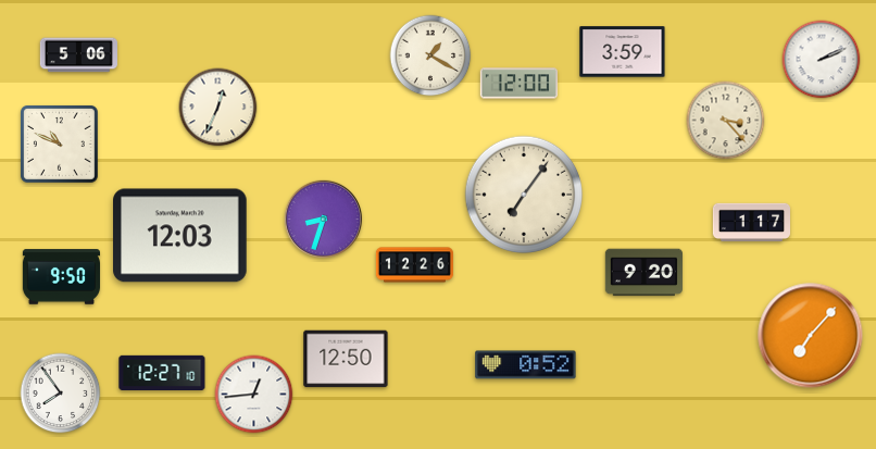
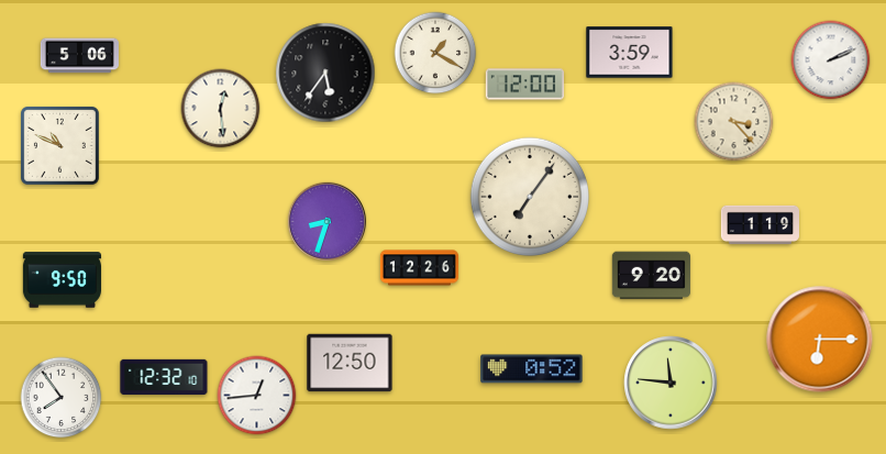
clock at (430, 55) position: (430, 55) -> (435, 53)
clock at (325, 73): none -> 5:36
clock at (218, 108): 12:34 -> 12:29
clock at (751, 222): 1:17 -> 1:19
clock at (180, 236): 12:03 -> none
clock at (811, 336): 7:07 -> 6:15
clock at (162, 372): 12:27 -> 12:32
clock at (671, 383): none -> 11:46
clock at (254, 395) position: (254, 395) -> (257, 396)
